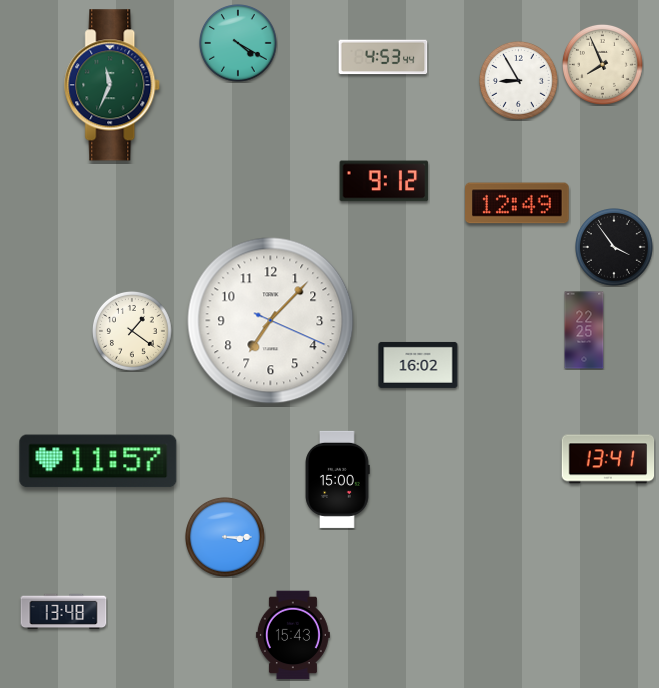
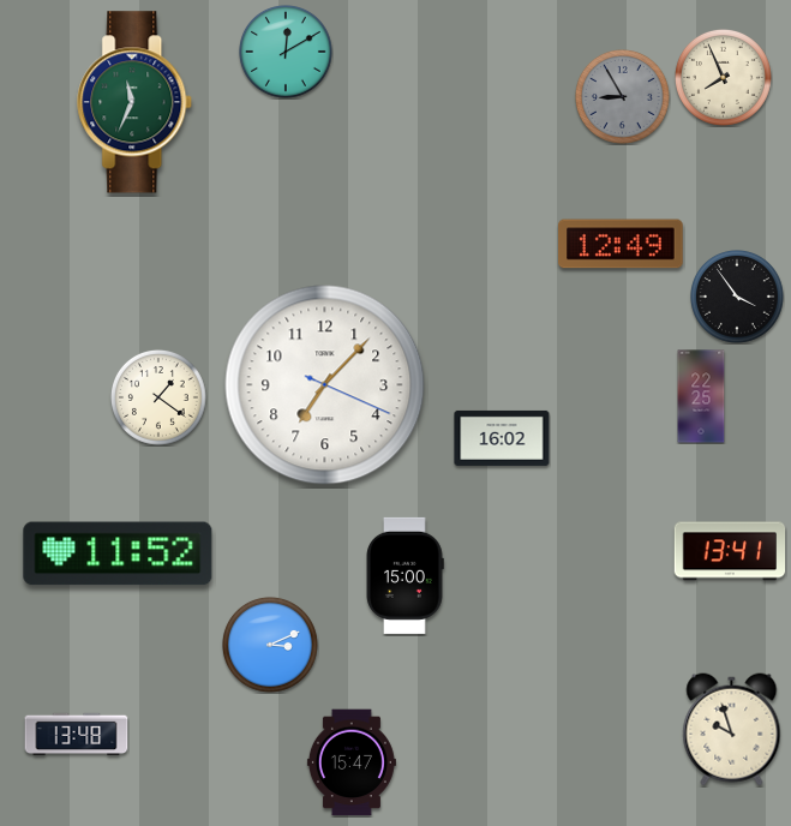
clock at (239, 44): 4:20 -> 12:10
clock at (383, 57): 4:53 -> none
clock at (519, 81) dial: white -> grey
clock at (384, 181): 9:12 -> none
clock at (98, 461): 11:57 -> 11:52
clock at (225, 537): 3:15 -> 3:11
clock at (732, 730): none -> 9:57
clock at (293, 635): 15:43 -> 15:47
